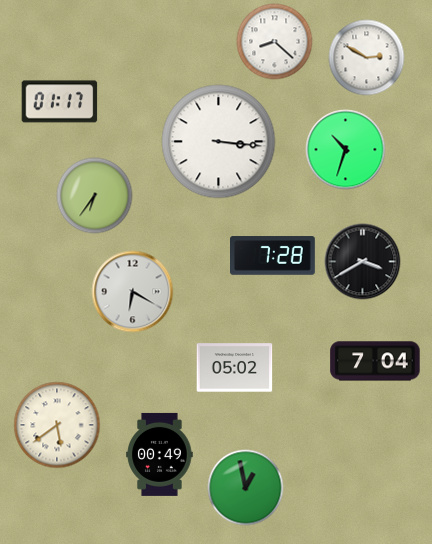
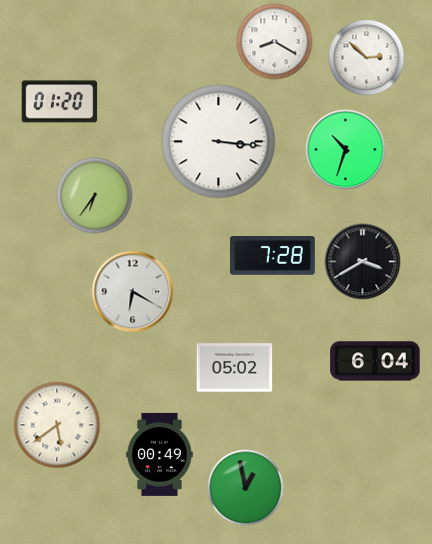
clock at (275, 42): 8:22 -> 8:20
clock at (367, 58): 2:50 -> 2:52
clock at (60, 102): 01:17 -> 01:20
clock at (375, 361): 7:04 -> 6:04
